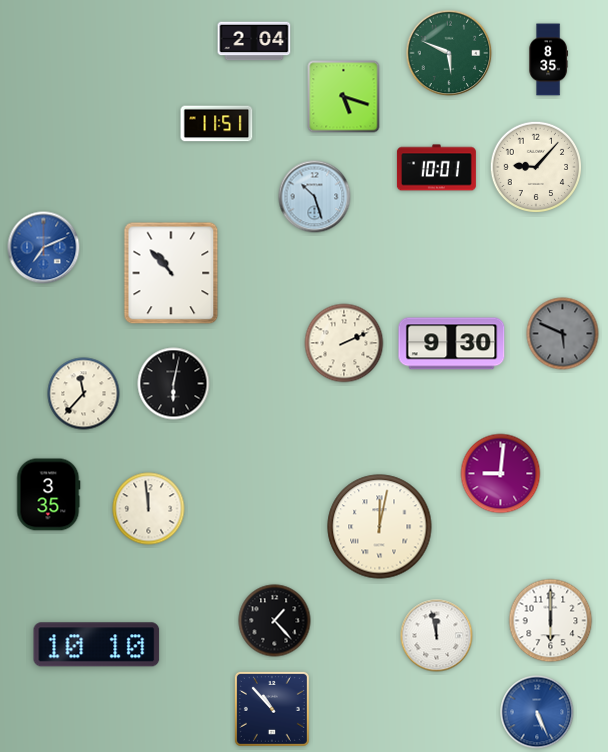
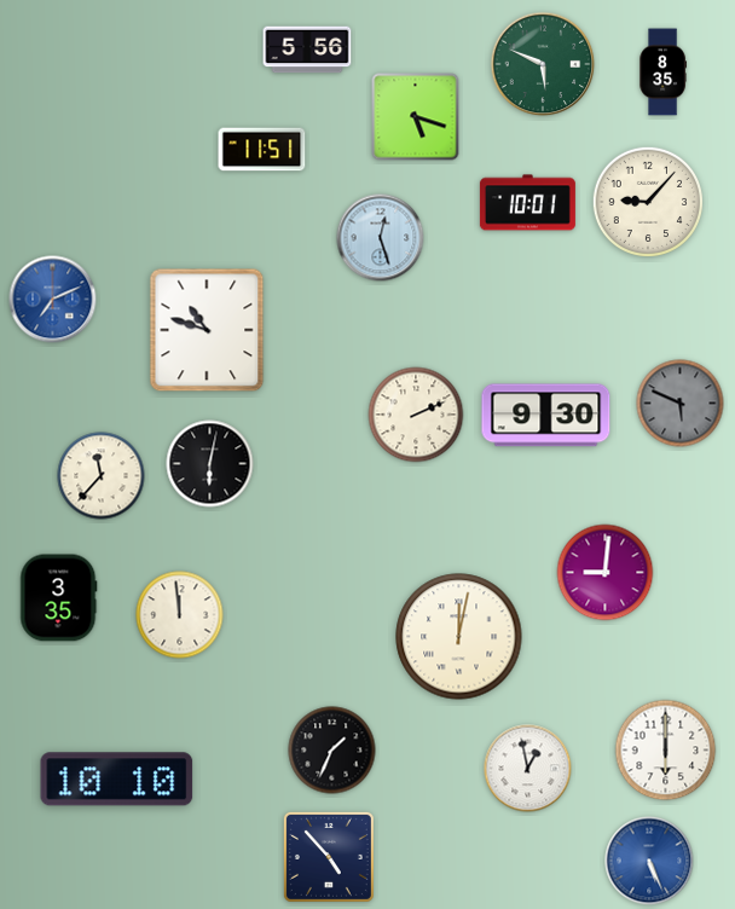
clock at (254, 41): 2:04 -> 5:56
clock at (315, 197): 10:27 -> 12:27
clock at (171, 273): 10:53 -> 10:48
clock at (275, 621): 1:23 -> 1:34
clock at (437, 636): 11:58 -> 12:58
clock at (272, 709): 10:53 -> 4:53
